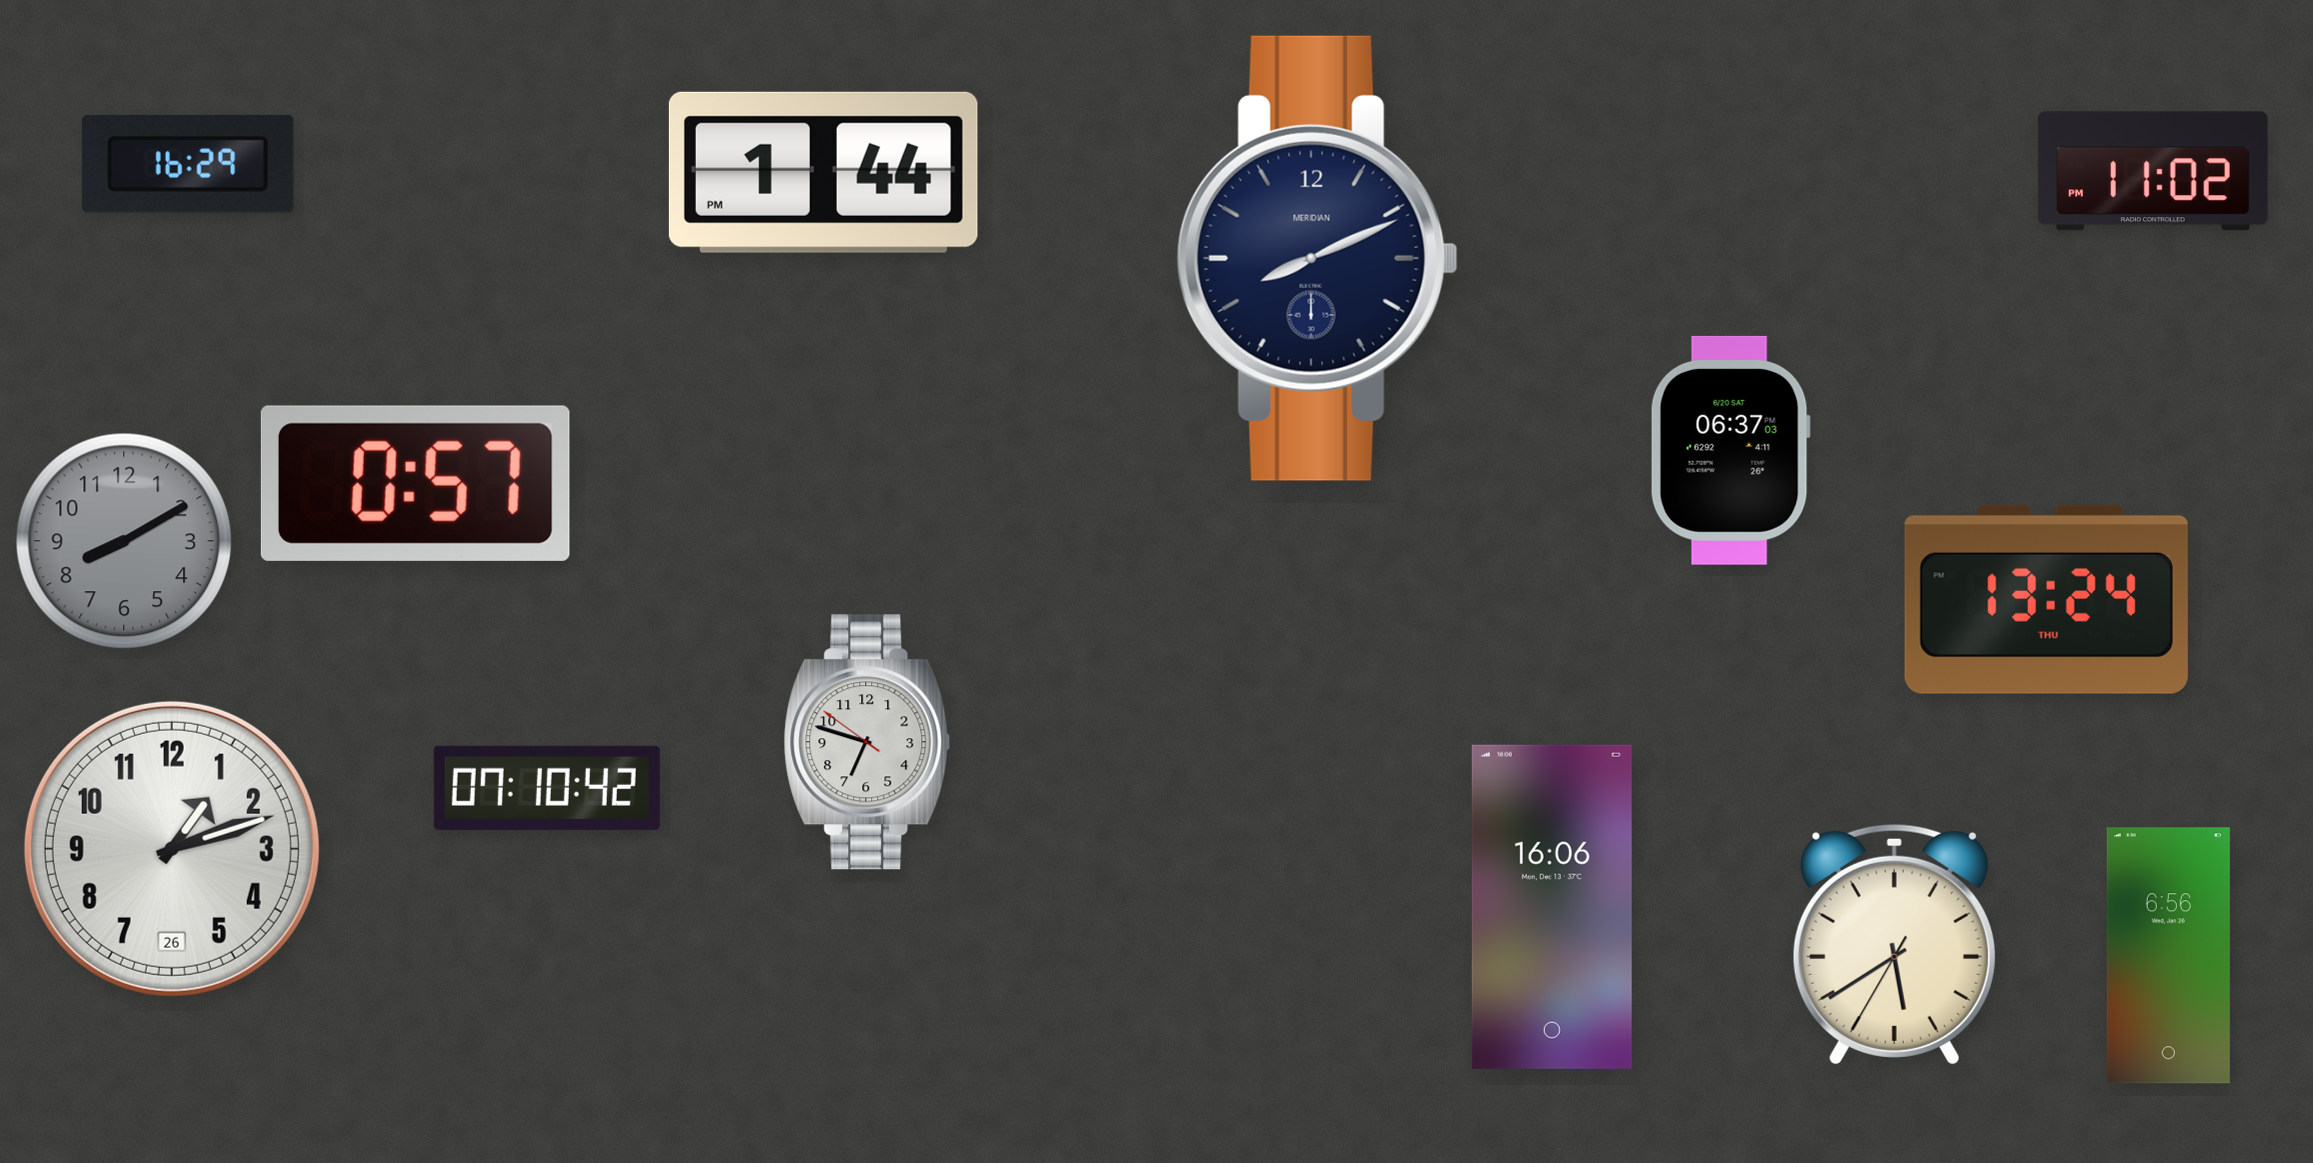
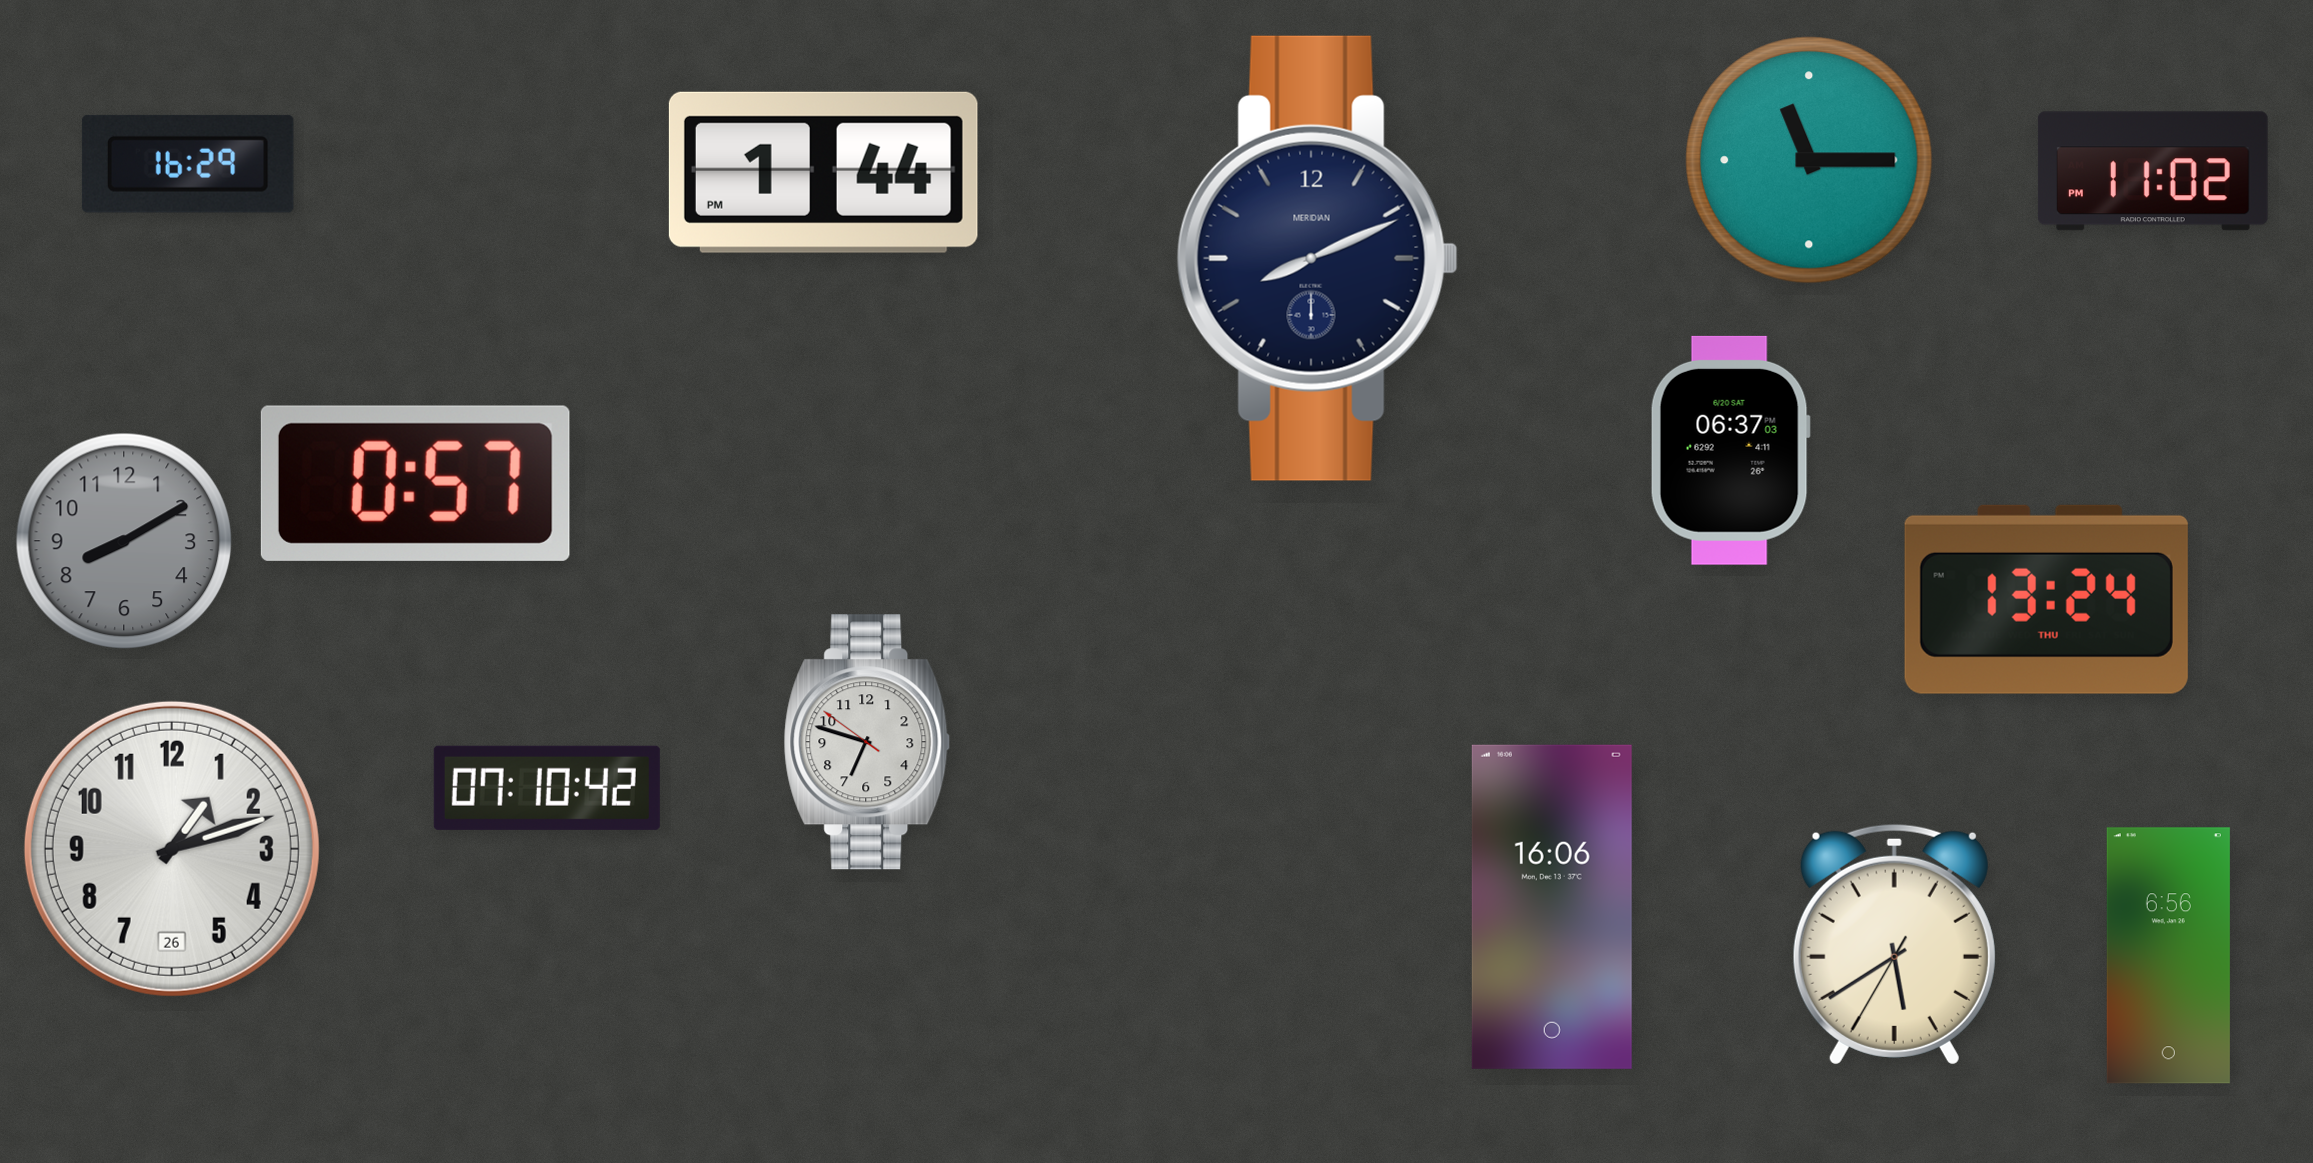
clock at (1809, 160): none -> 11:15
